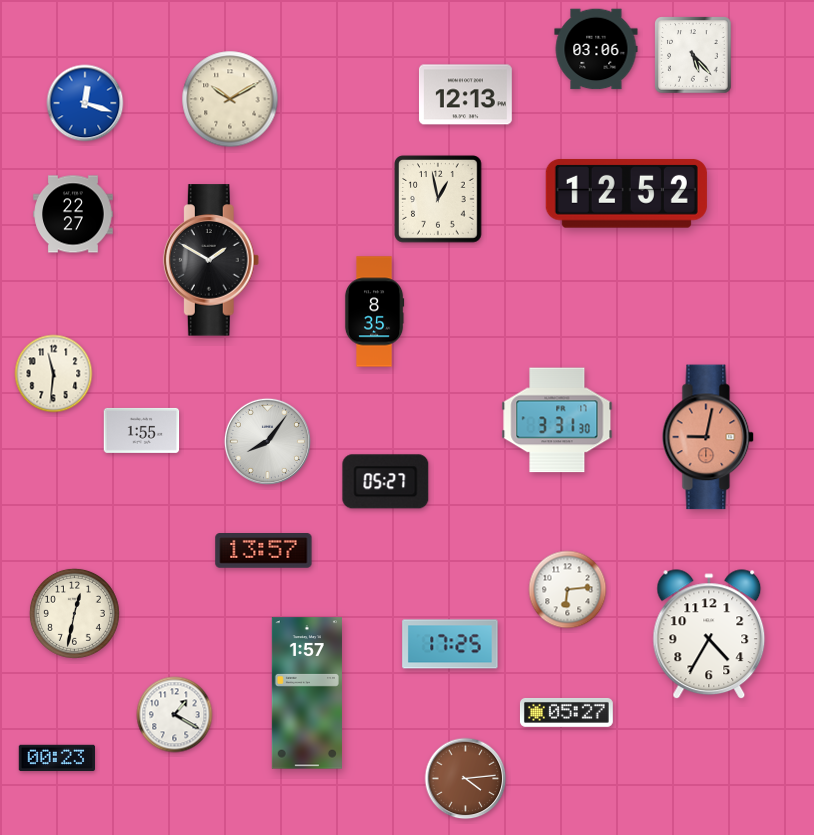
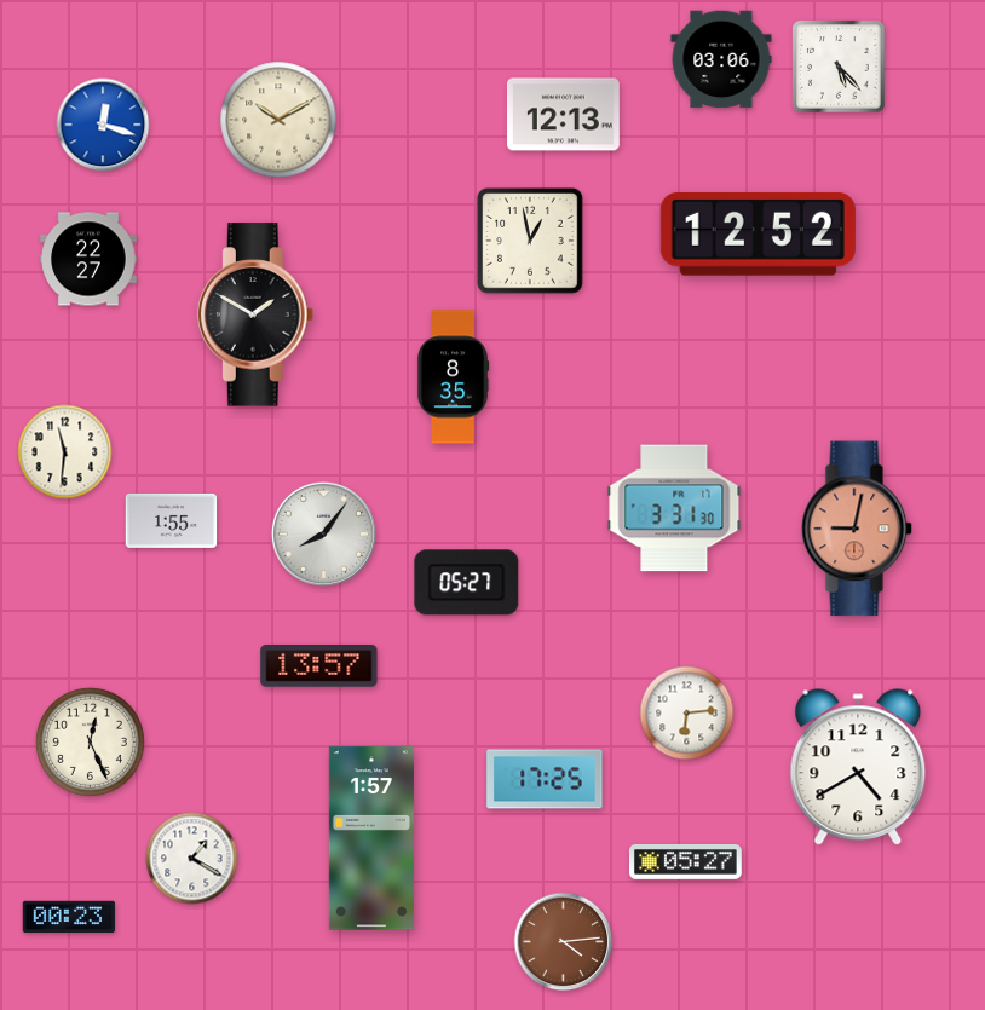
clock at (74, 613): 12:32 -> 12:26
clock at (709, 635): 4:35 -> 4:40
clock at (175, 715) position: (175, 715) -> (192, 859)
